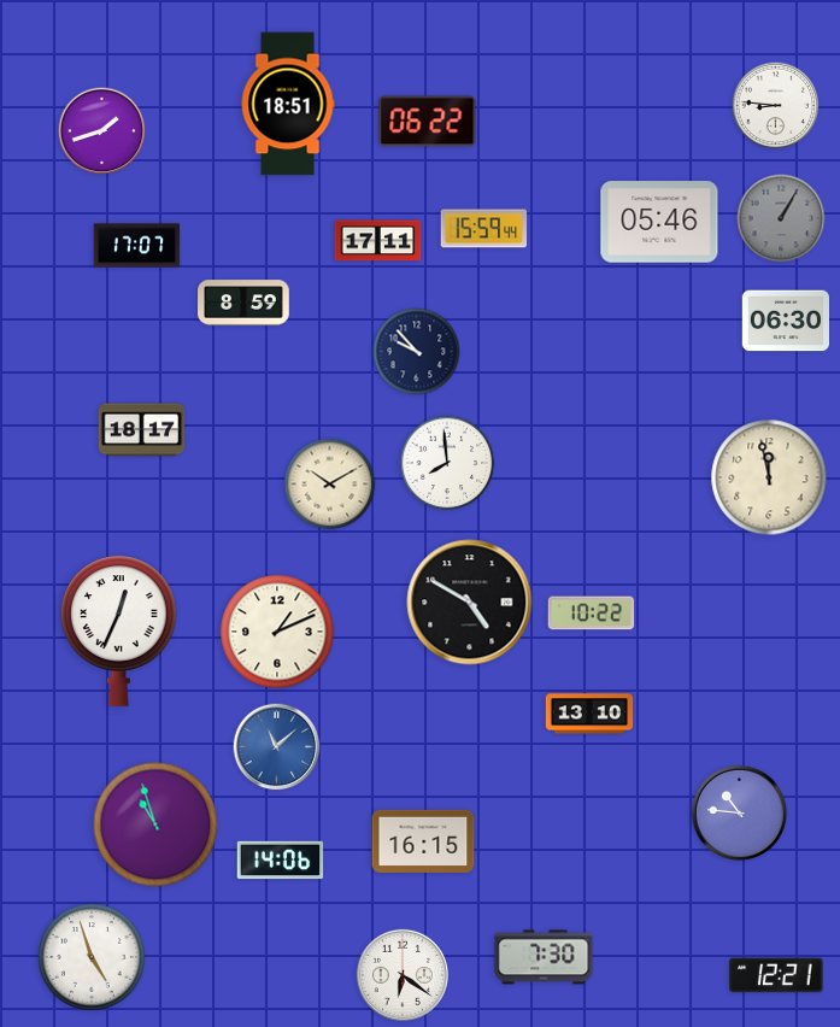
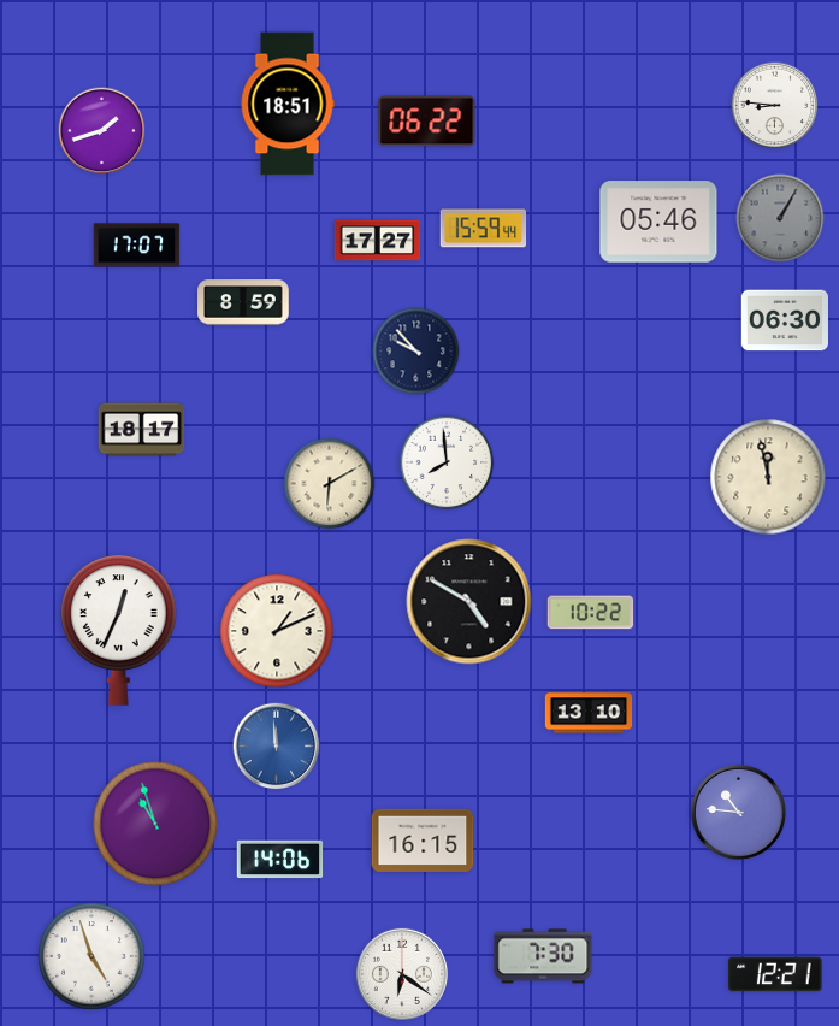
clock at (378, 241): 17:11 -> 17:27
clock at (330, 485): 10:10 -> 6:10
clock at (277, 747): 11:08 -> 11:59
